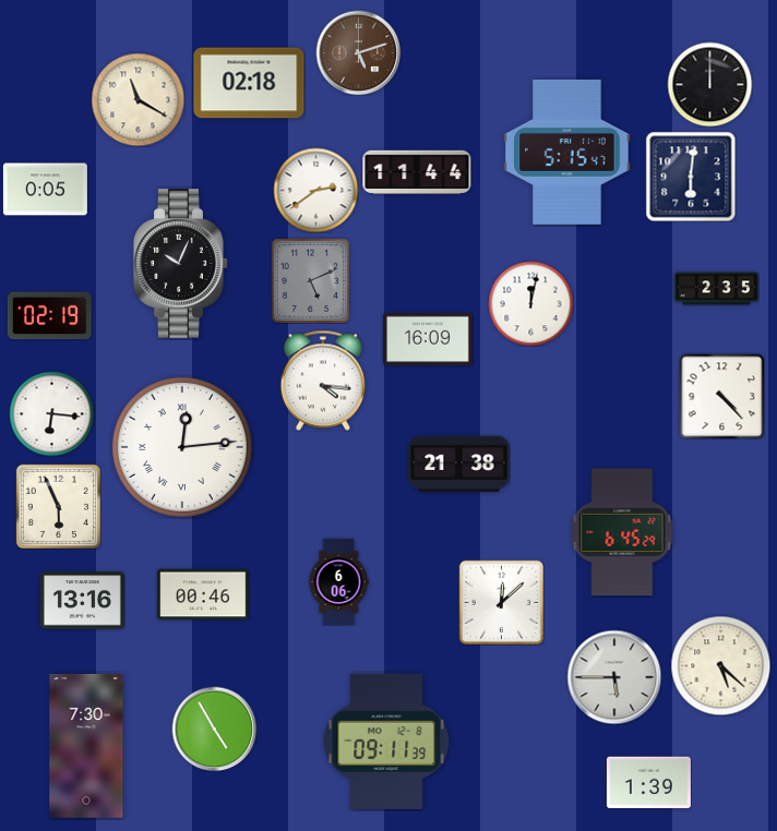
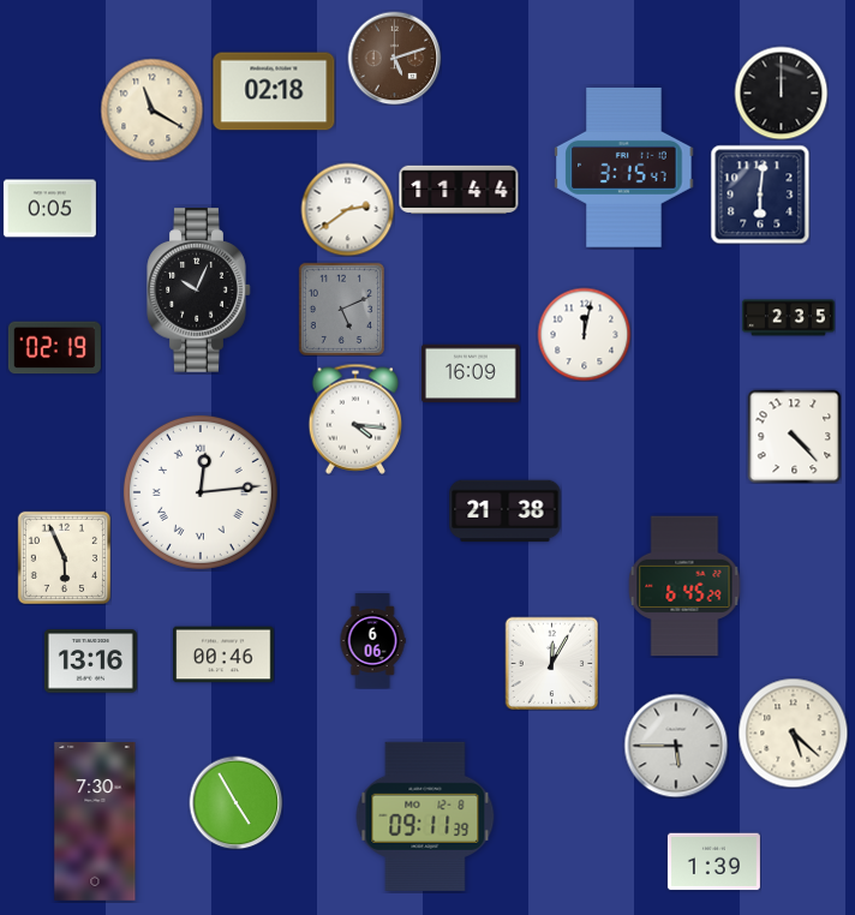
clock at (567, 152): 5:15 -> 3:15
clock at (51, 413): 6:16 -> none
clock at (501, 602): 12:08 -> 12:05
